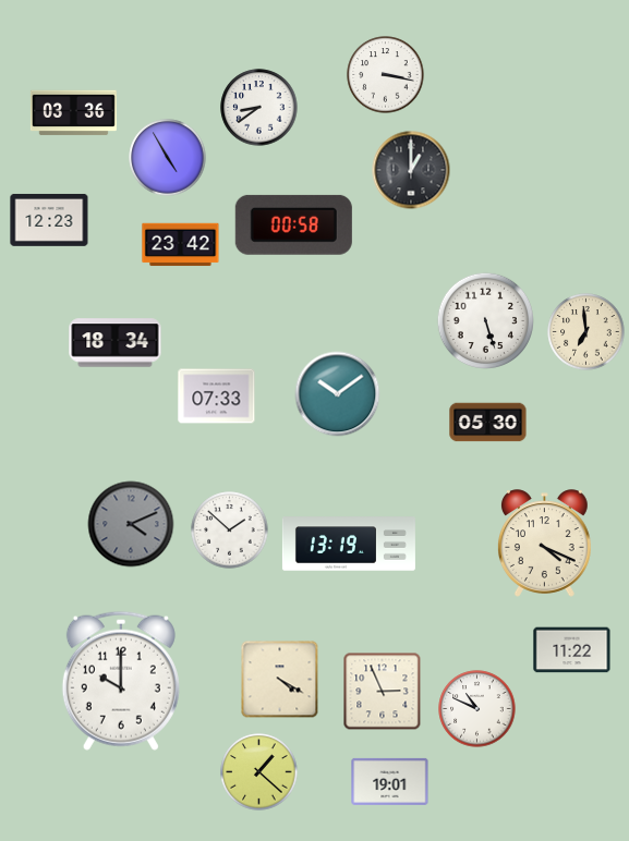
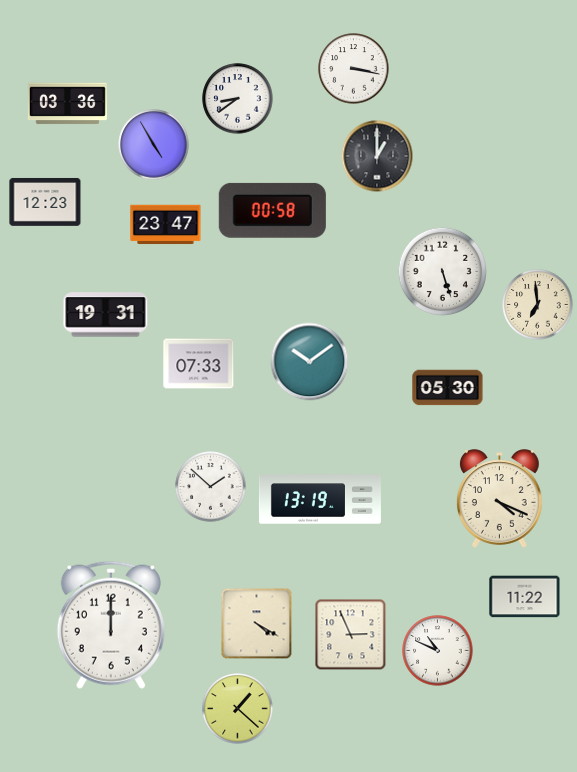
clock at (293, 224) position: (293, 224) -> (272, 210)
clock at (181, 245): 23:42 -> 23:47
clock at (486, 321) position: (486, 321) -> (443, 272)
clock at (116, 343): 18:34 -> 19:31
clock at (131, 524): 4:11 -> none
clock at (121, 681): 10:00 -> 12:00
clock at (390, 781): 19:01 -> none
